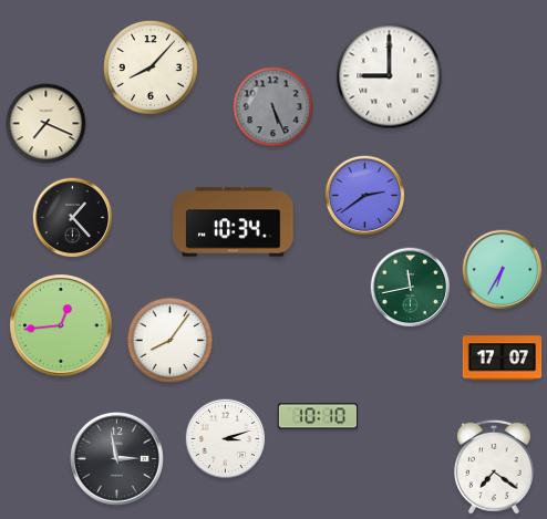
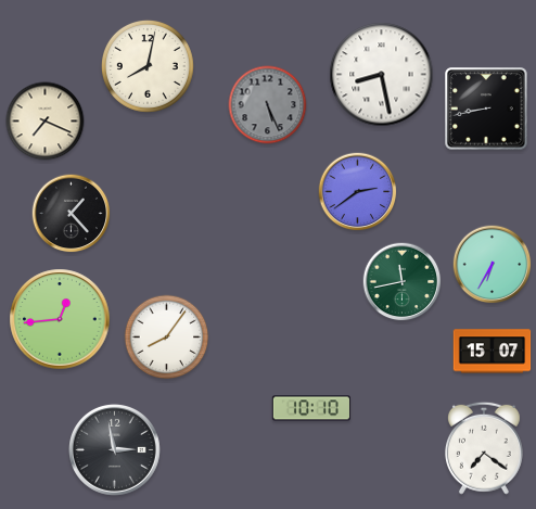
clock at (151, 68): 8:07 -> 8:02
clock at (390, 76): 9:00 -> 8:28
clock at (486, 109): none -> 8:43
clock at (234, 222): 10:34 -> none
clock at (171, 341) position: (171, 341) -> (167, 338)
clock at (503, 359): 17:07 -> 15:07
clock at (226, 439): 3:12 -> none
clock at (494, 467) position: (494, 467) -> (484, 448)
